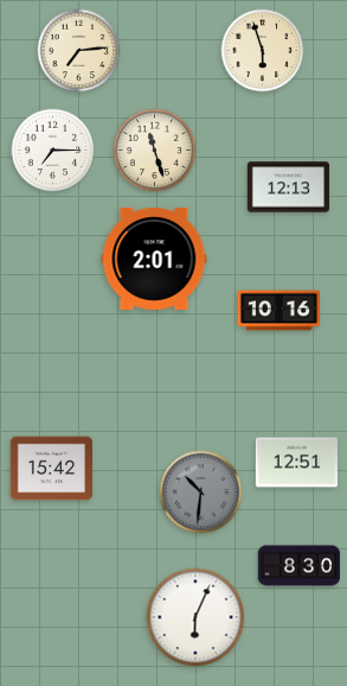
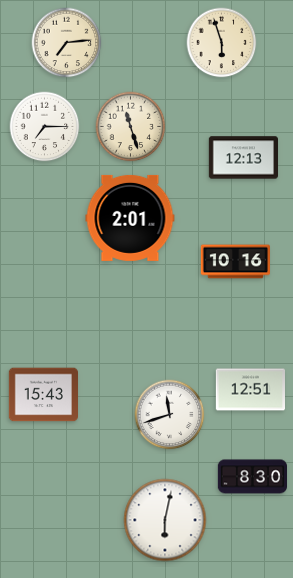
clock at (51, 469): 15:42 -> 15:43
clock at (201, 493): 10:31 -> 11:42
clock at (201, 493) dial: grey -> white
clock at (195, 617): 6:04 -> 6:02
